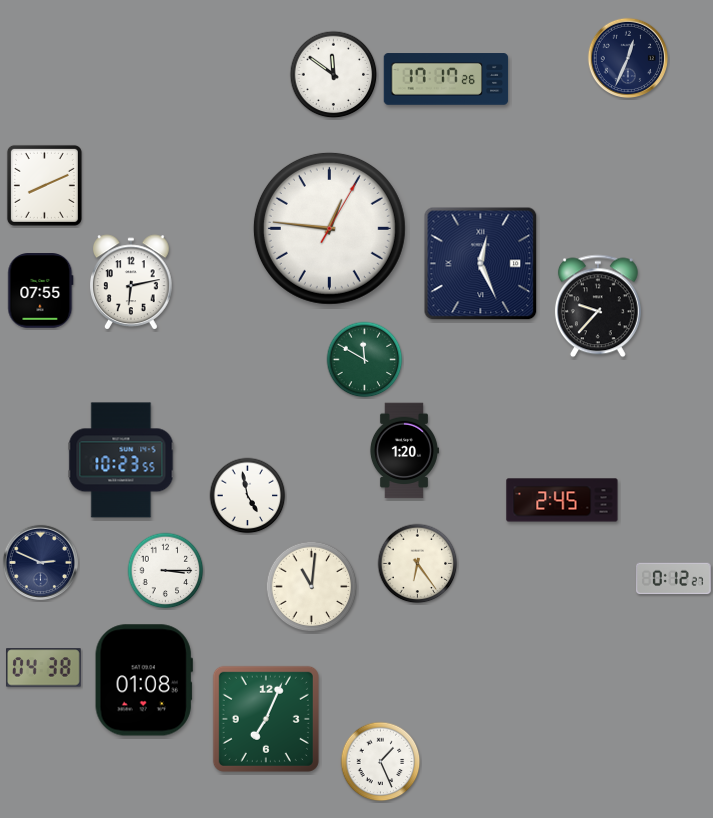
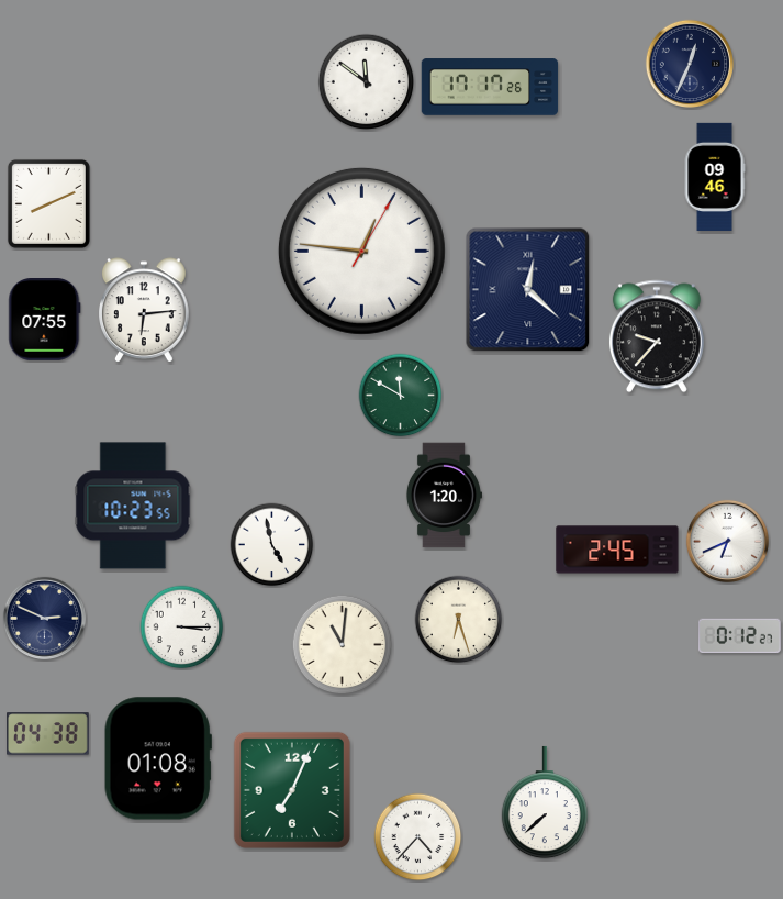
clock at (715, 176): none -> 09:46
clock at (481, 264): 12:26 -> 12:22
clock at (132, 282): 6:13 -> 6:14
clock at (727, 541): none -> 6:41
clock at (418, 564): 6:24 -> 6:27
clock at (144, 680) position: (144, 680) -> (158, 758)
clock at (544, 802): none -> 7:38
clock at (381, 762): 1:26 -> 4:37
